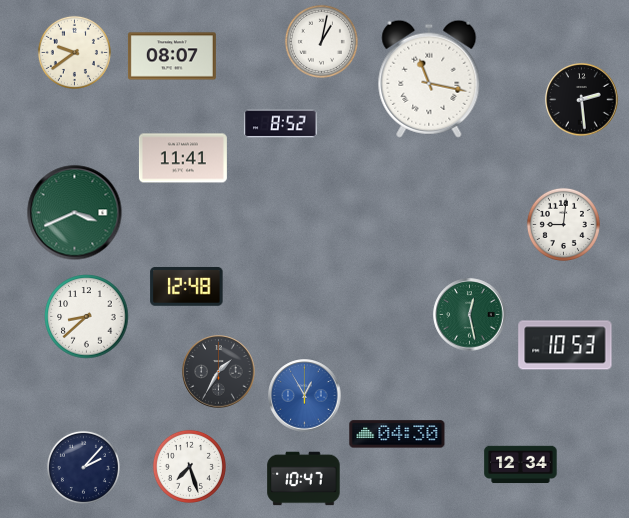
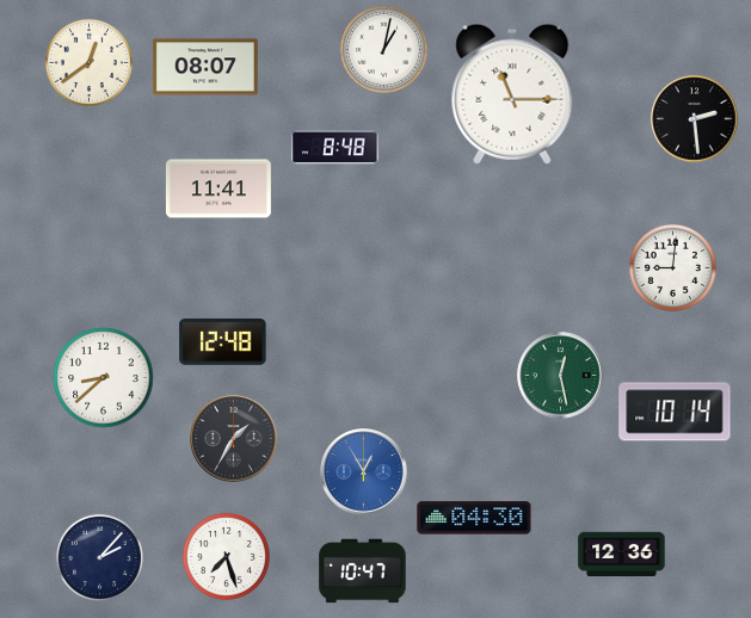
clock at (74, 52): 9:39 -> 12:39
clock at (429, 79): 11:17 -> 11:15
clock at (281, 124): 8:52 -> 8:48
clock at (75, 213): 3:41 -> none
clock at (565, 345): 10:53 -> 10:14
clock at (219, 372) position: (219, 372) -> (234, 439)
clock at (521, 465): 12:34 -> 12:36
